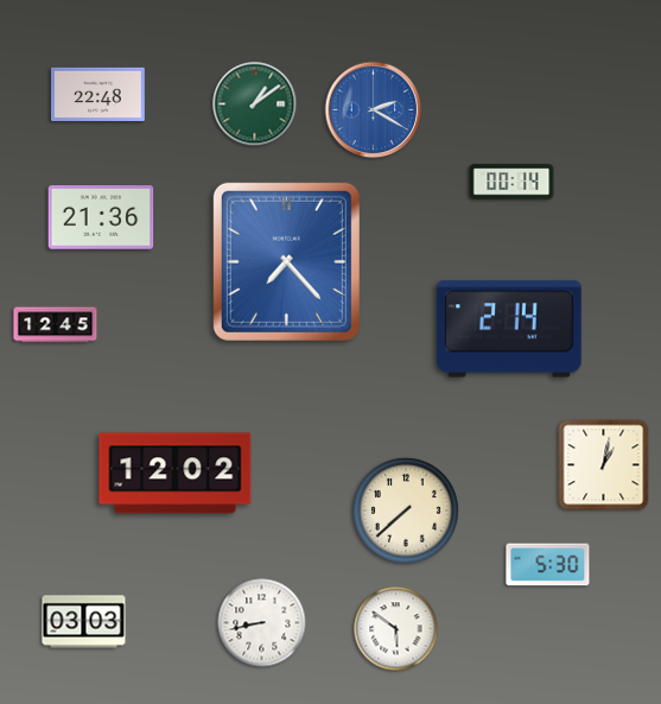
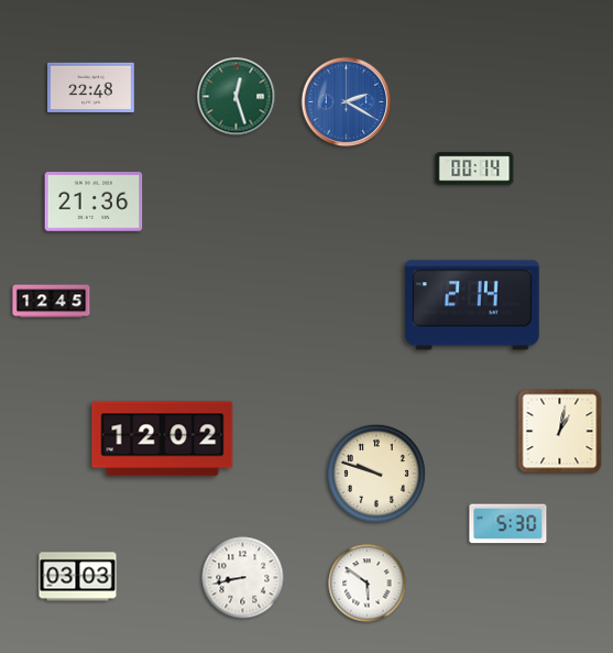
clock at (255, 104): 1:09 -> 12:27
clock at (286, 261): 7:23 -> none
clock at (406, 510): 7:38 -> 9:48
